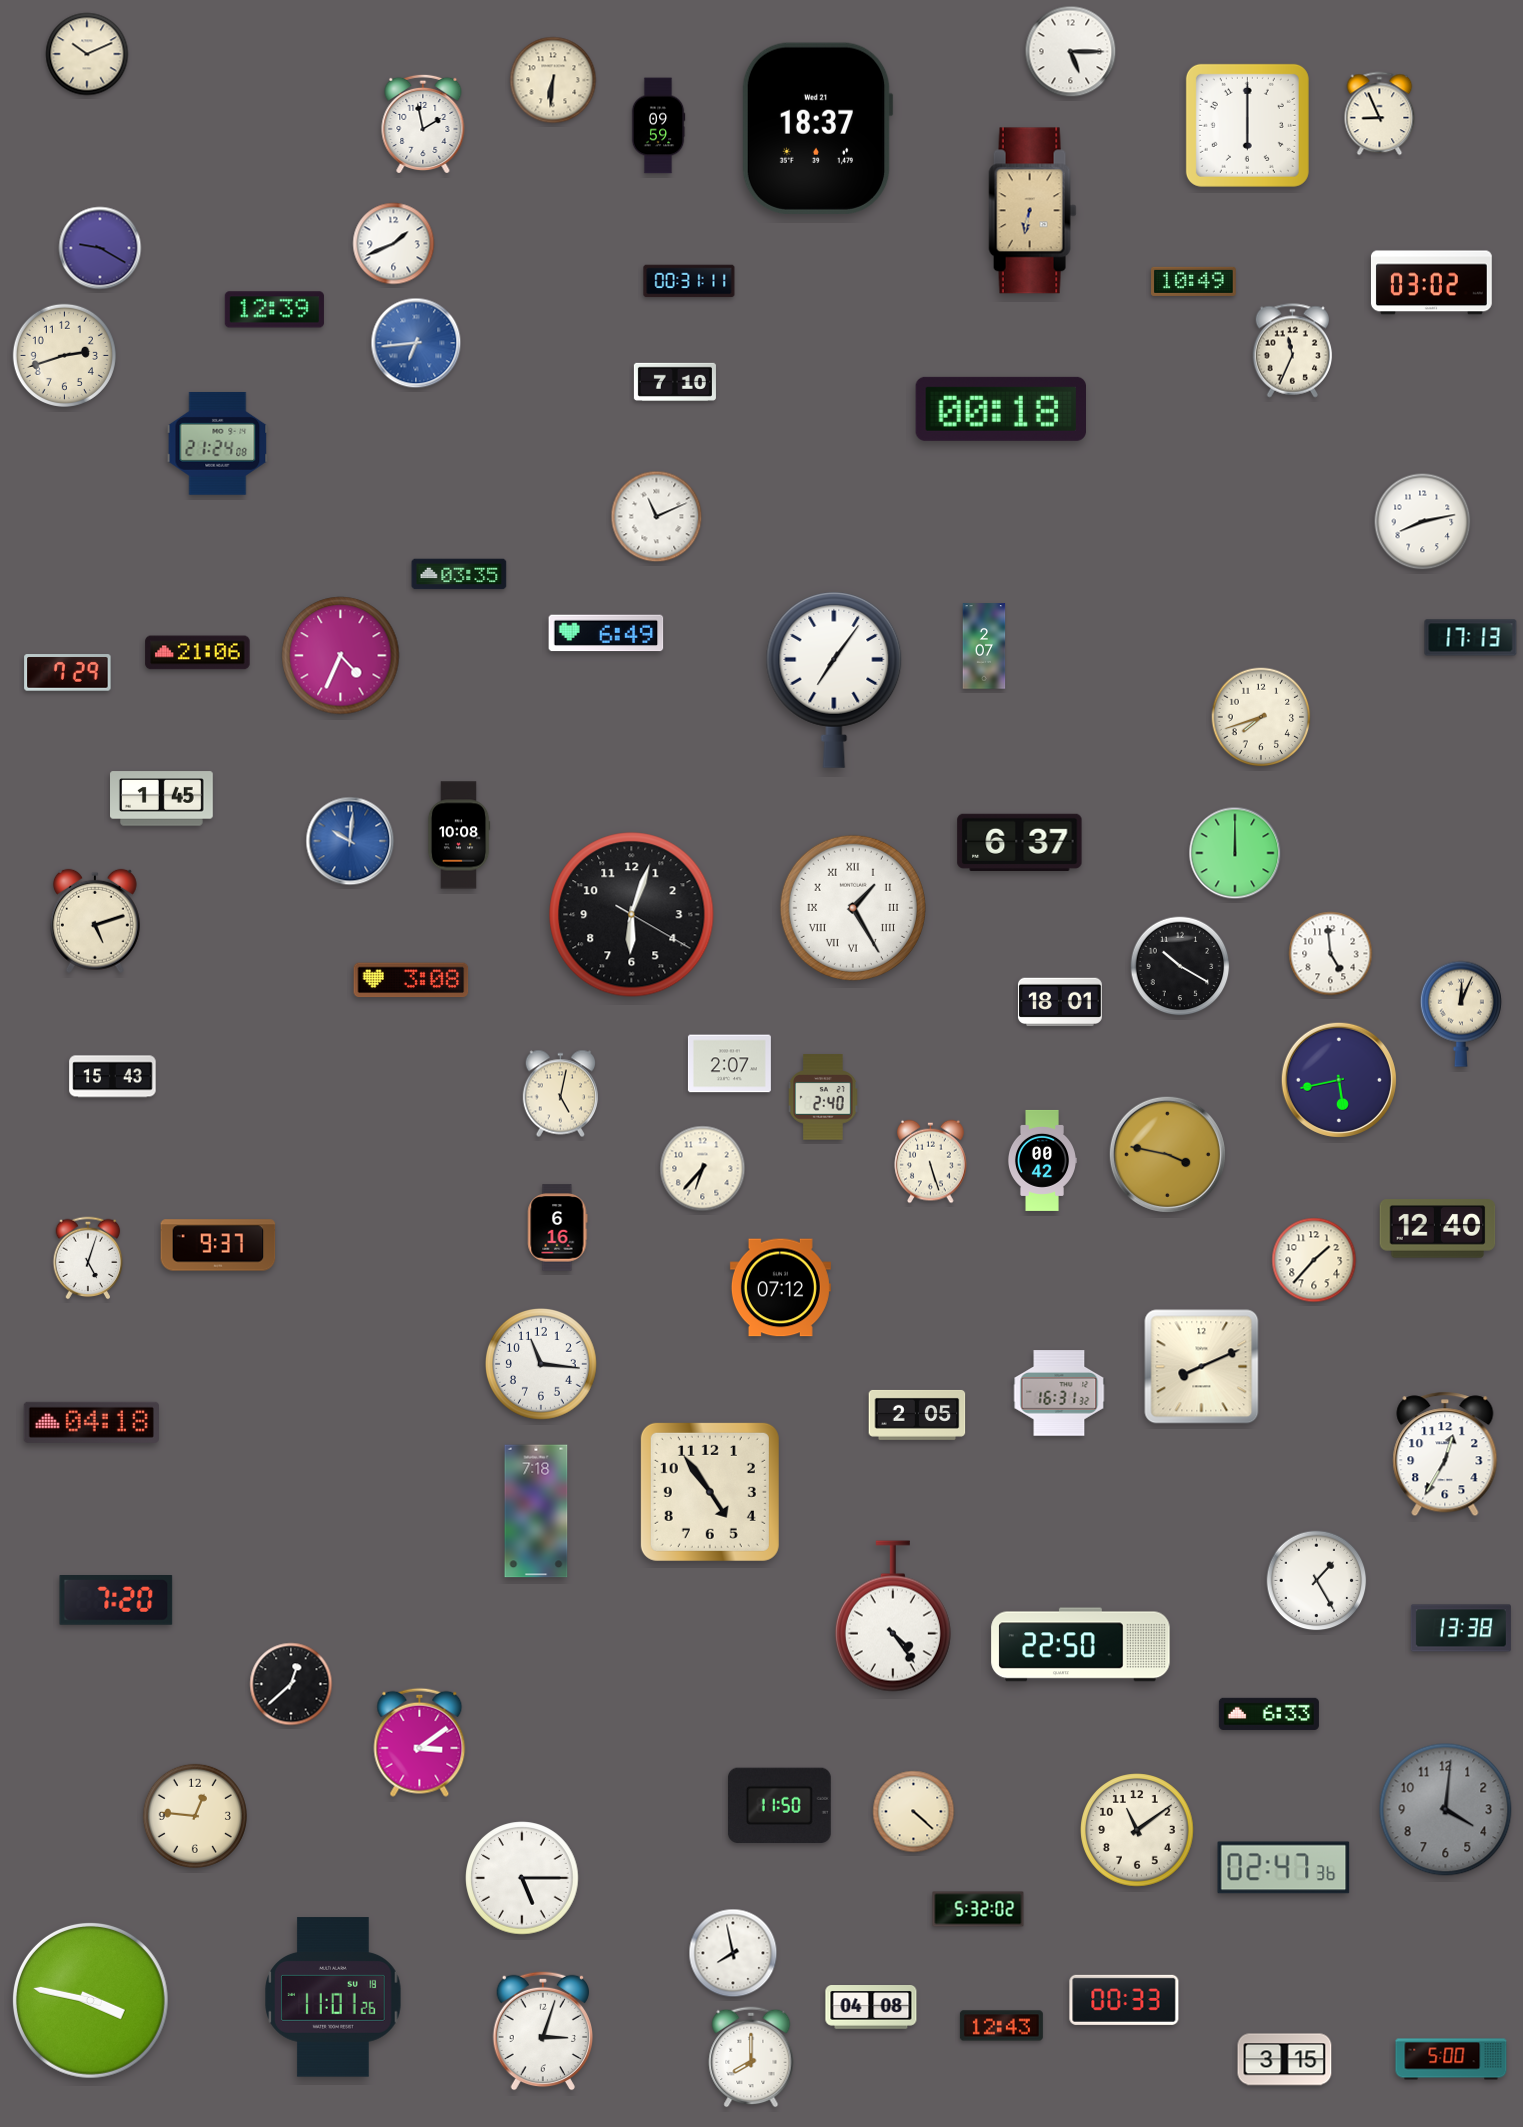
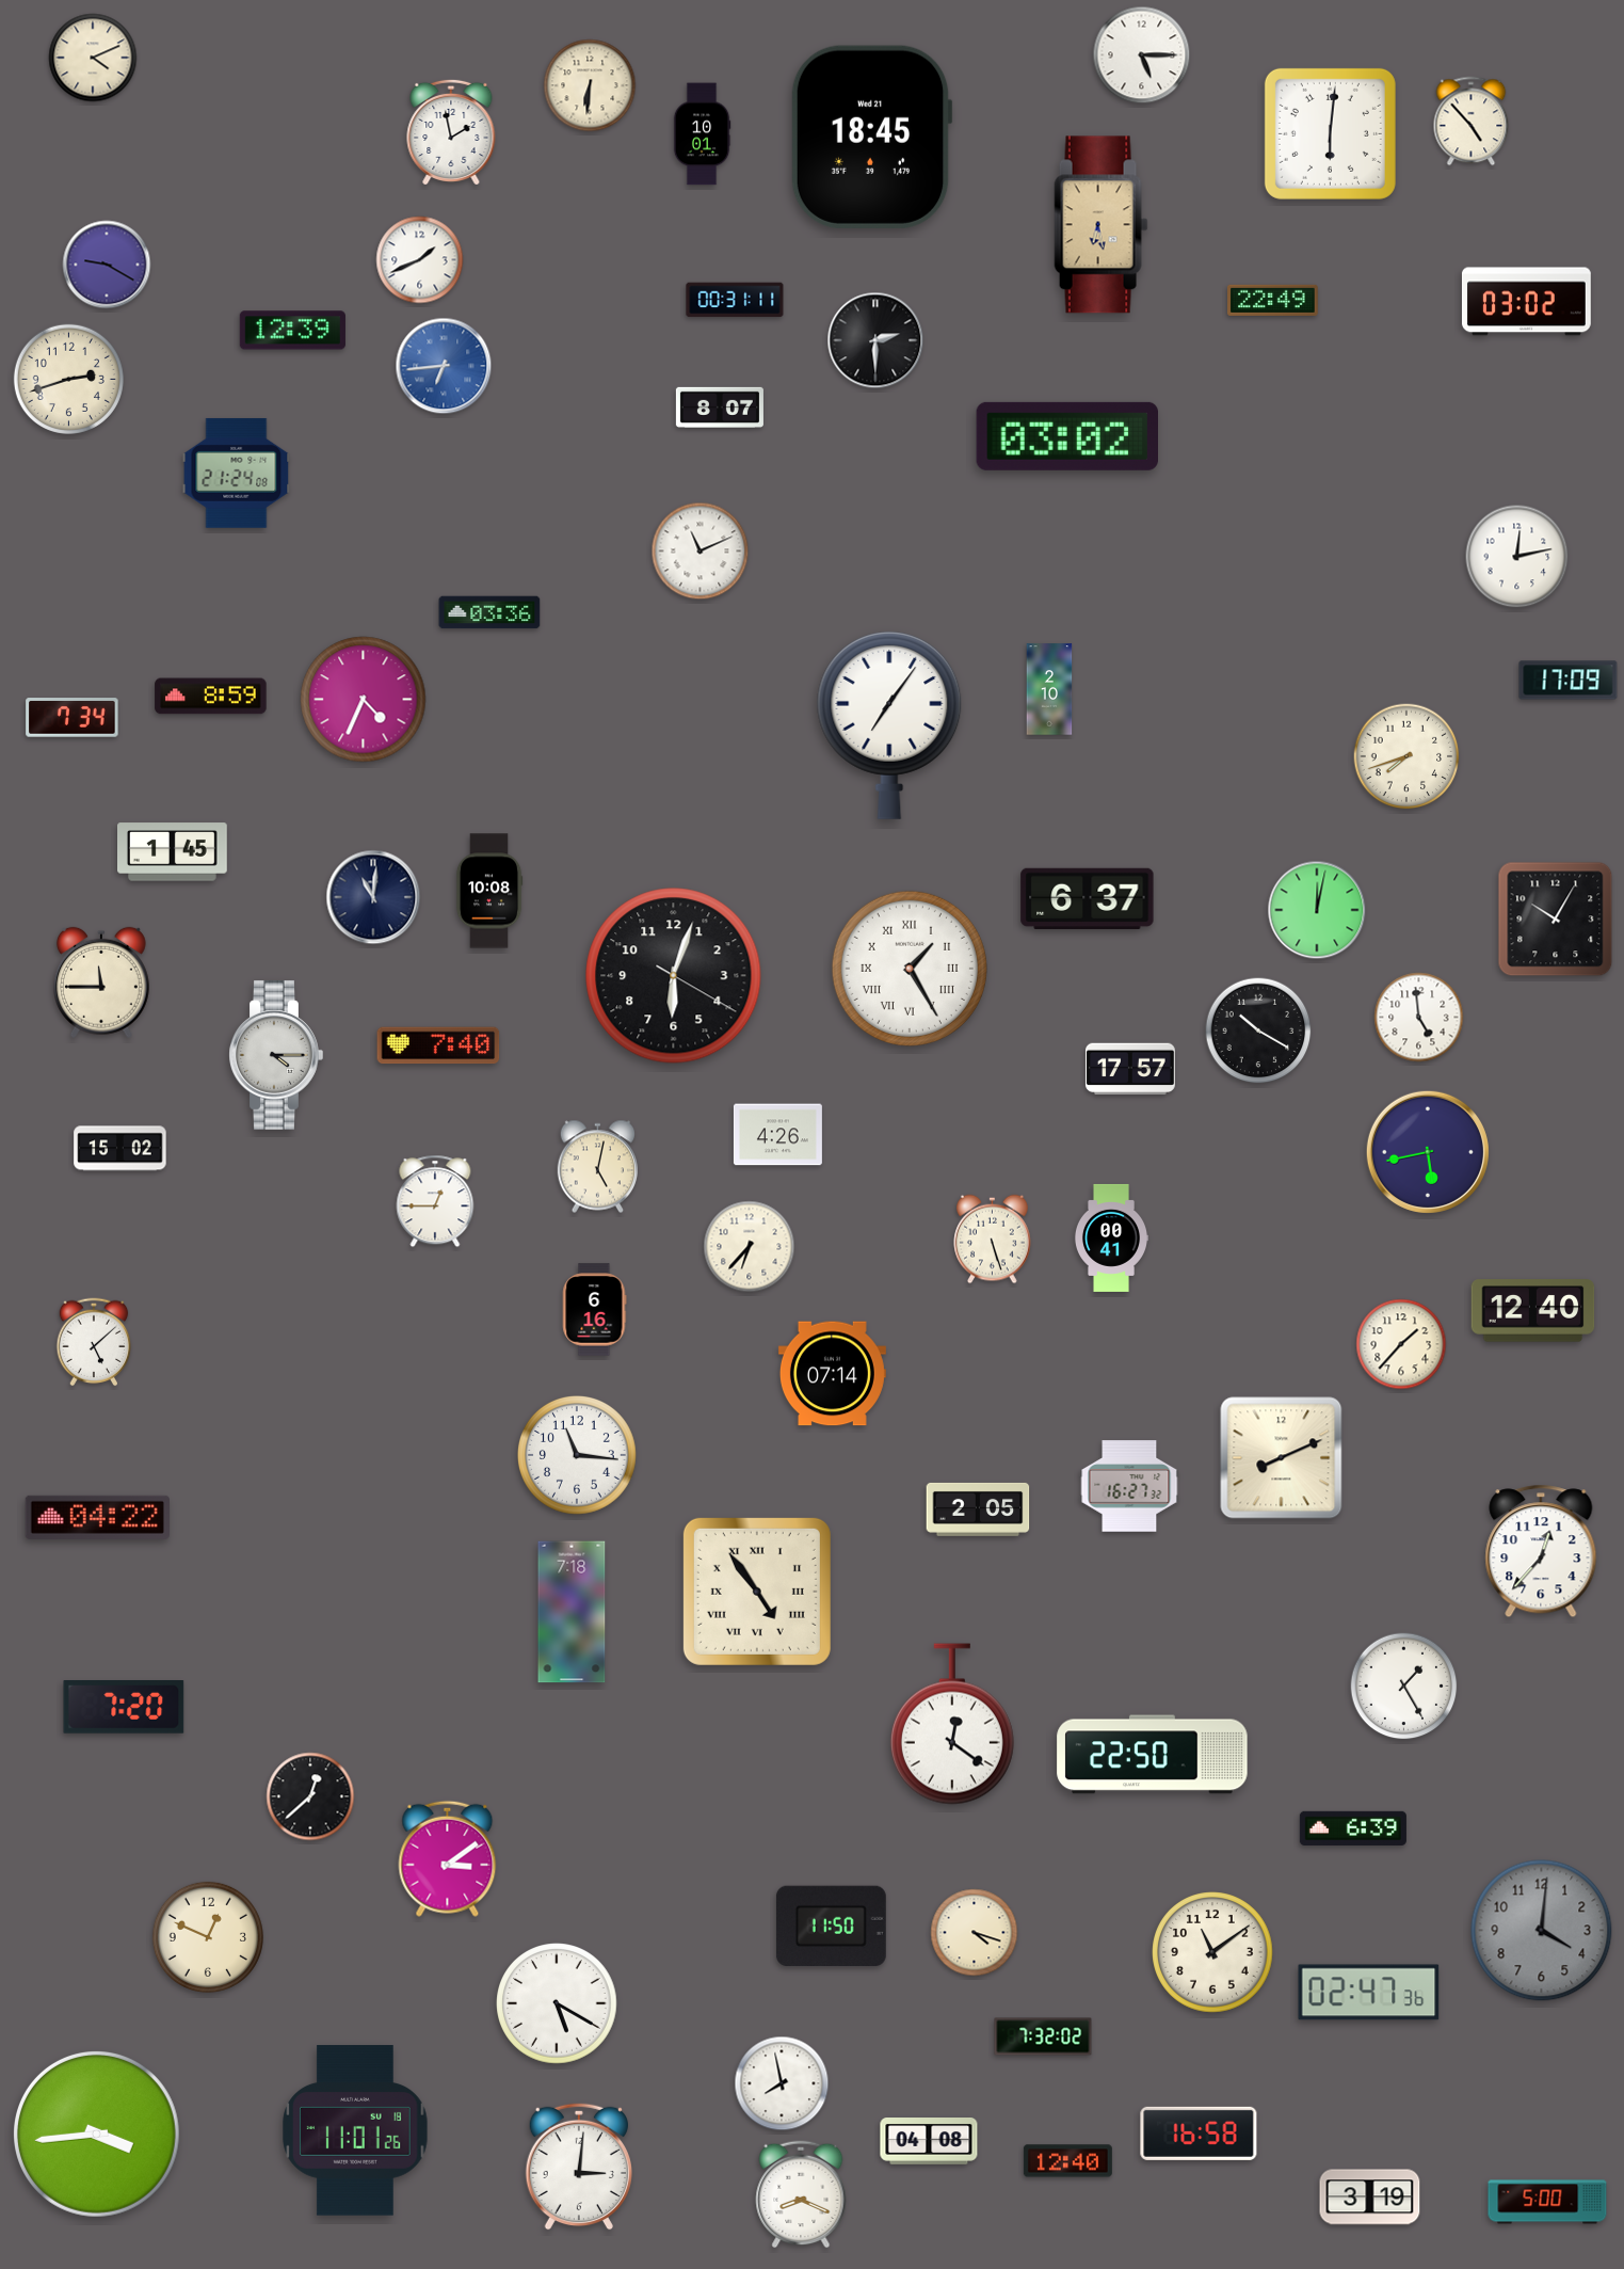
clock at (87, 54): 10:11 -> 4:11
clock at (1380, 114): 8:56 -> 4:53
clock at (1247, 125): 6:00 -> 6:01
clock at (658, 126): 09:59 -> 10:01
clock at (817, 128): 18:37 -> 18:45
clock at (1033, 211): 6:32 -> 6:28
clock at (1194, 281): 10:49 -> 22:49
clock at (875, 340): none -> 2:30
clock at (1293, 351): 11:34 -> none
clock at (675, 382): 7:10 -> 8:07
clock at (1000, 409): 00:18 -> 03:02
clock at (218, 443) position: (218, 443) -> (237, 473)
clock at (1423, 522): 8:13 -> 12:13
clock at (459, 574): 03:35 -> 03:36
clock at (606, 633): 6:49 -> none
clock at (1471, 638): 17:13 -> 17:09
clock at (984, 646): 2:07 -> 2:10
clock at (198, 653): 21:06 -> 8:59
clock at (68, 673): 7:29 -> 7:34
clock at (1261, 717) position: (1261, 717) -> (1406, 756)
clock at (350, 841): 10:01 -> 11:01
clock at (350, 841) dial: blue -> navy
clock at (1235, 853): 12:00 -> 12:02
clock at (1556, 920): none -> 10:05
clock at (95, 921): 5:12 -> 11:45
clock at (411, 980): 3:08 -> 7:40
clock at (276, 1056): none -> 4:15
clock at (1060, 1002): 18:01 -> 17:57
clock at (1461, 1014): 12:04 -> none
clock at (729, 1064): 2:07 -> 4:26
clock at (113, 1077): 15:43 -> 15:02
clock at (824, 1097): 2:40 -> none
clock at (435, 1201): none -> 12:45
clock at (1167, 1154): 3:47 -> none
clock at (1041, 1160): 00:42 -> 00:41
clock at (218, 1245): 9:37 -> none
clock at (88, 1258): 5:03 -> 5:08
clock at (780, 1288): 07:12 -> 07:14
clock at (1059, 1393): 16:31 -> 16:27
clock at (91, 1422): 04:18 -> 04:22
clock at (1445, 1454): 12:35 -> 12:37
clock at (710, 1492) numerals: Arabic -> Roman
clock at (893, 1616): 4:24 -> 12:21
clock at (1461, 1628): 13:38 -> none
clock at (1269, 1714): 6:33 -> 6:39
clock at (914, 1812): 4:22 -> 4:18
clock at (195, 1816): 12:46 -> 12:49
clock at (522, 1878): 5:15 -> 5:20
clock at (978, 1909): 5:32 -> 7:32
clock at (90, 2000): 3:47 -> 3:44
clock at (1124, 2000): 00:33 -> 16:58
clock at (1001, 2026): 12:43 -> 12:40
clock at (542, 2031): 3:03 -> 3:01
clock at (751, 2057): 8:00 -> 8:19
clock at (1451, 2059) position: (1451, 2059) -> (1547, 2202)
clock at (1285, 2060): 3:15 -> 3:19
